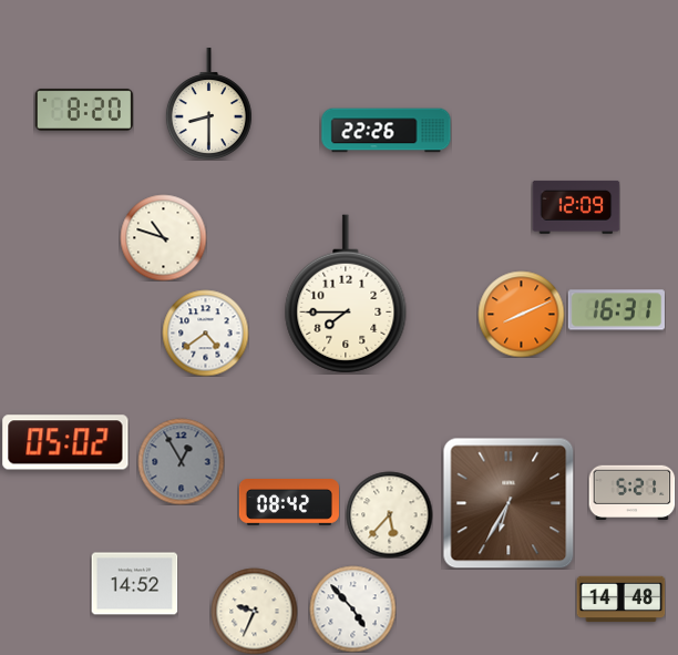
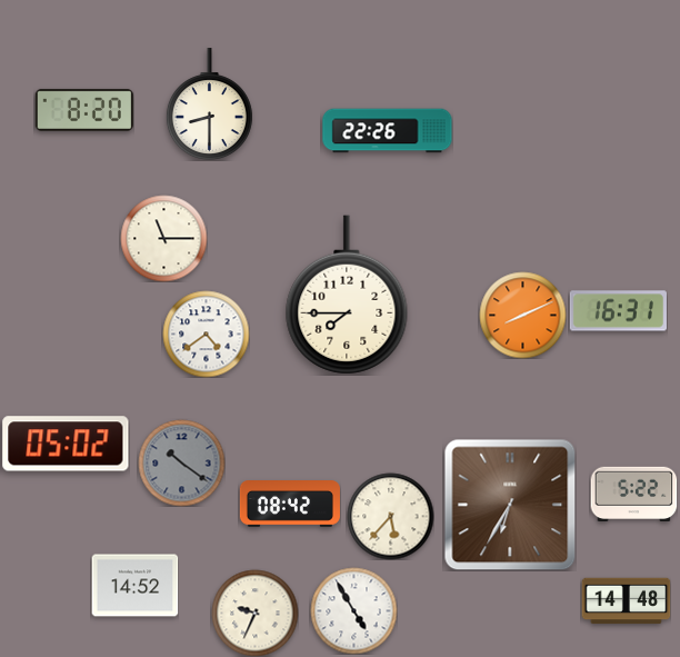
clock at (576, 207): 12:09 -> none
clock at (163, 237): 10:48 -> 11:15
clock at (181, 461): 12:55 -> 10:21
clock at (631, 492): 5:21 -> 5:22
clock at (620, 600) position: (620, 600) -> (626, 601)
clock at (352, 608): 4:53 -> 4:55
